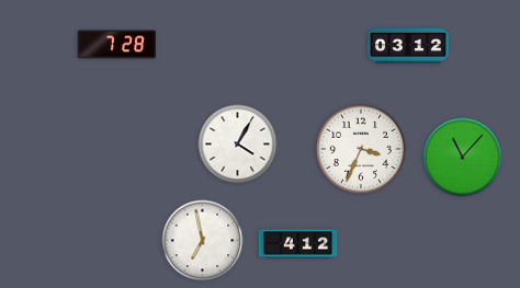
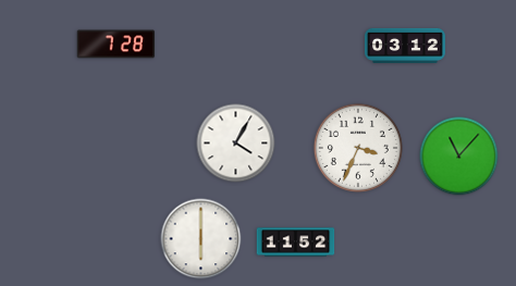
clock at (203, 241): 6:58 -> 6:00
clock at (298, 244): 4:12 -> 11:52
